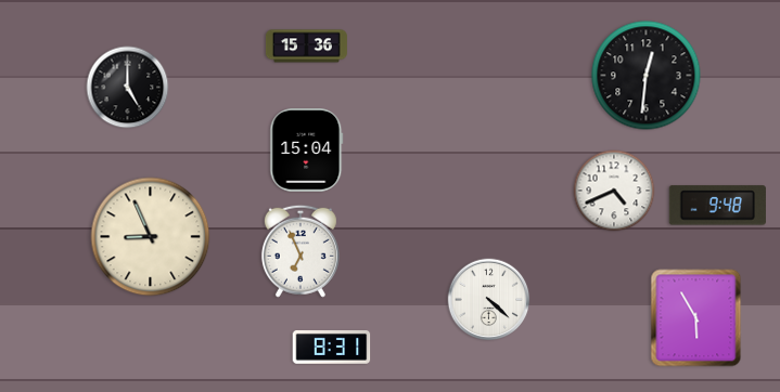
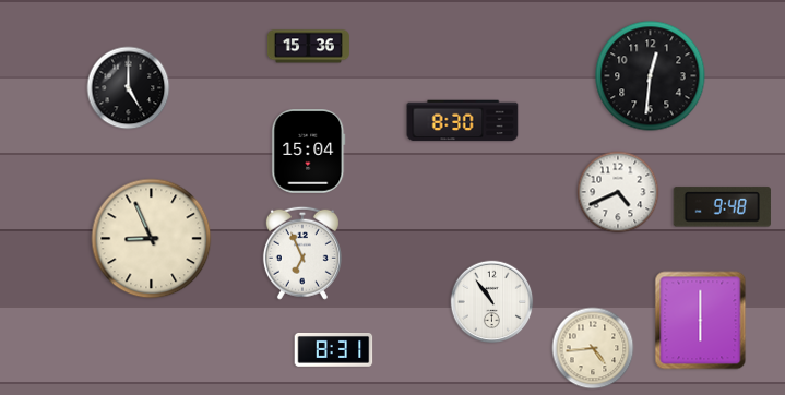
clock at (463, 121): none -> 8:30
clock at (489, 300): 4:22 -> 10:54
clock at (696, 318): 5:55 -> 6:00
clock at (593, 348): none -> 4:44
